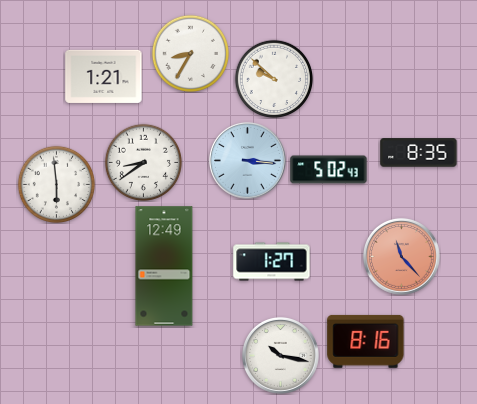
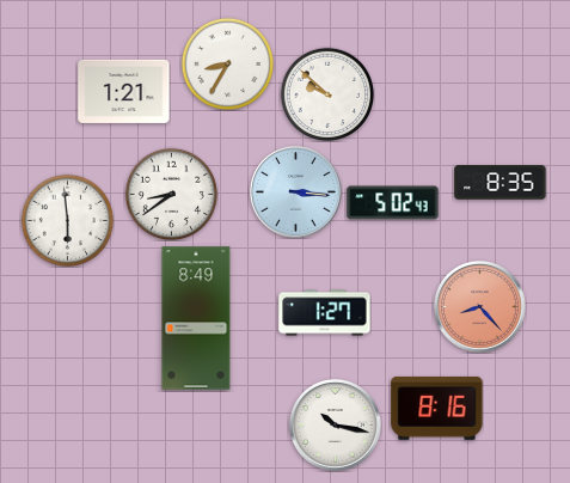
clock at (401, 256): 11:23 -> 8:23
clock at (164, 266): 12:49 -> 8:49
